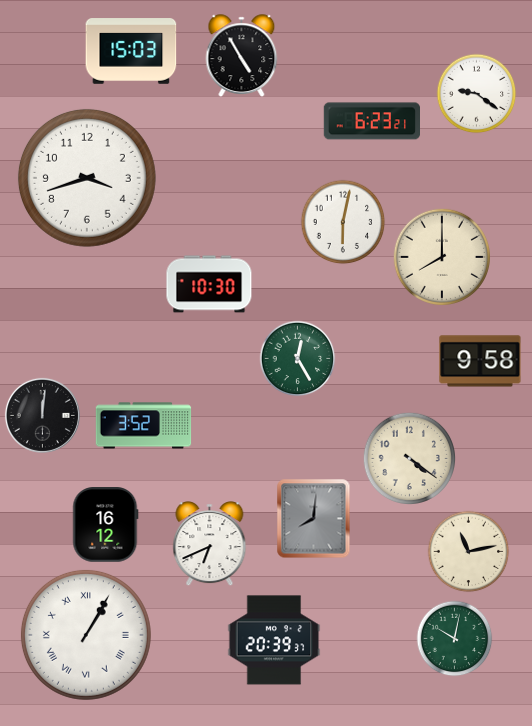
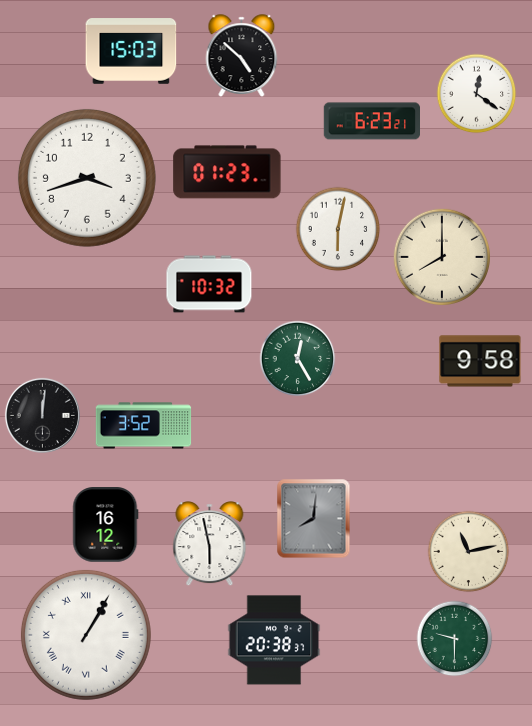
clock at (242, 56): 4:55 -> 4:52
clock at (477, 94): 9:21 -> 12:21
clock at (227, 172): none -> 01:23
clock at (343, 222) position: (343, 222) -> (338, 229)
clock at (209, 284): 10:30 -> 10:32
clock at (409, 458): 4:21 -> none
clock at (210, 544): 6:41 -> 5:58
clock at (455, 639): 10:02 -> 9:30
clock at (274, 640): 20:39 -> 20:38
